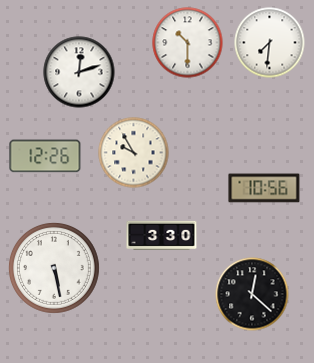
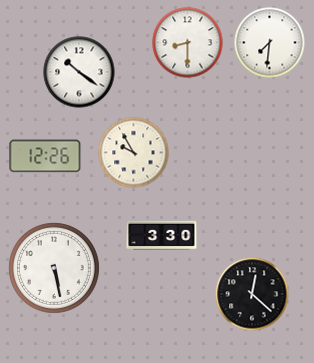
clock at (188, 43): 10:30 -> 8:30
clock at (79, 72): 12:12 -> 10:21
clock at (264, 188): 10:56 -> none
